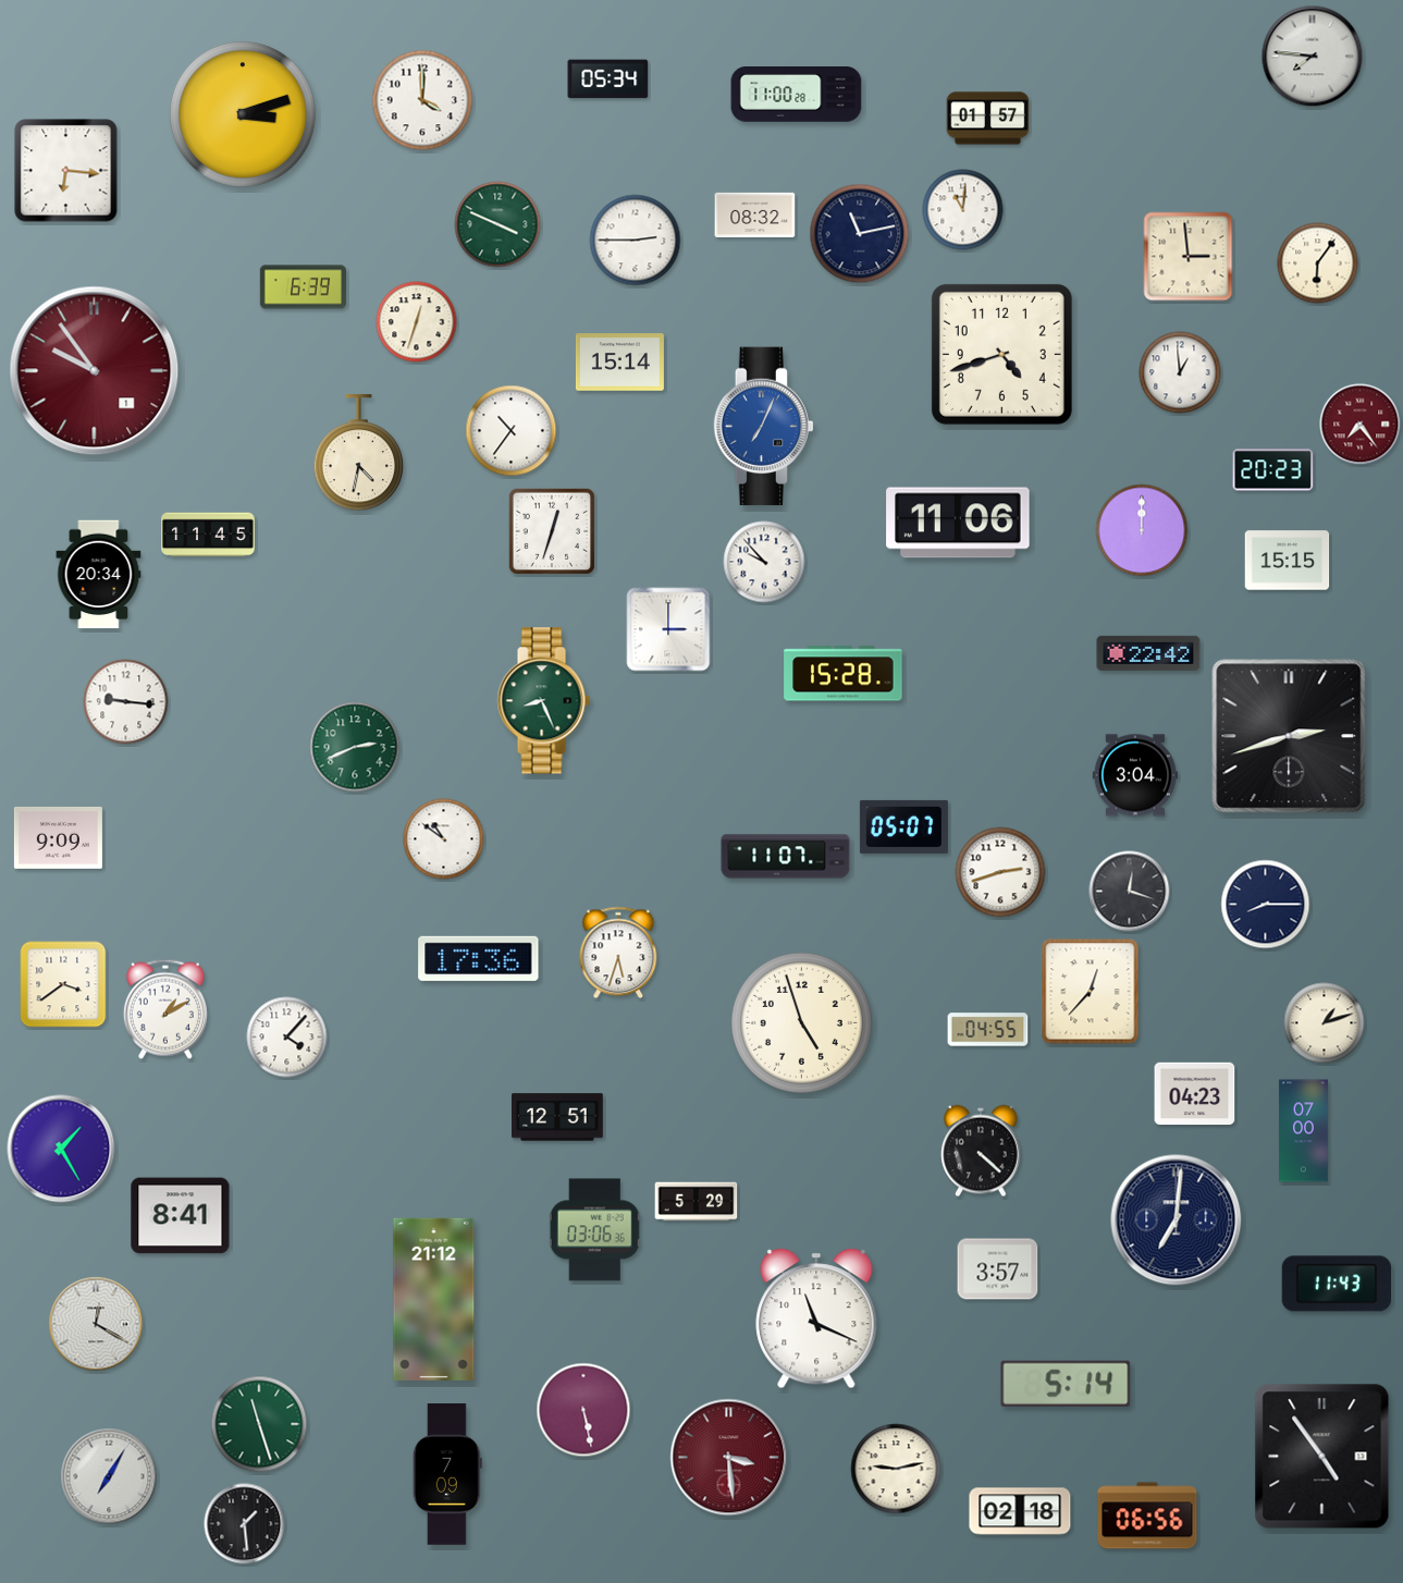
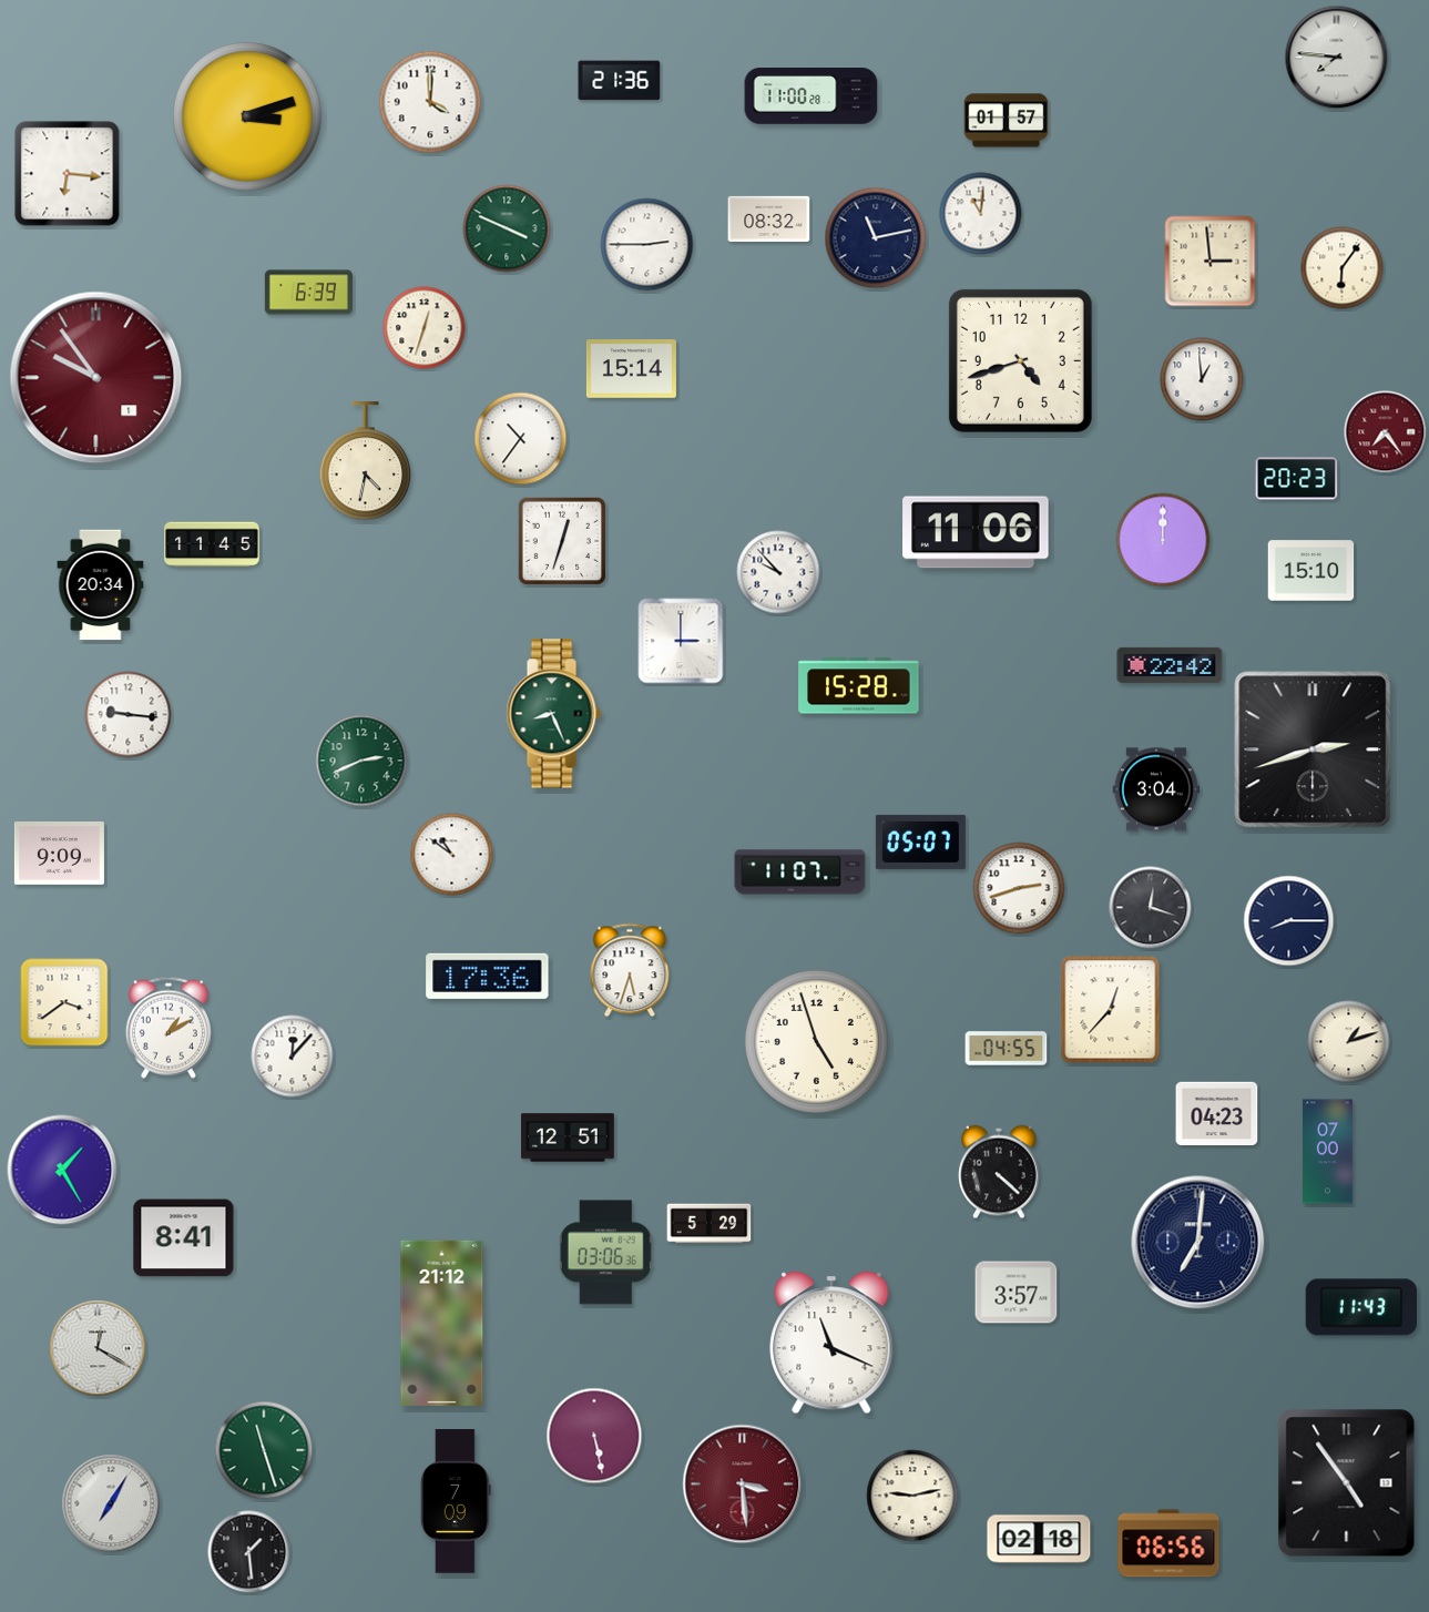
clock at (608, 79): 05:34 -> 21:36
clock at (763, 427): 7:04 -> none
clock at (1288, 561): 15:15 -> 15:10
clock at (287, 1038): 4:07 -> 12:07
clock at (1066, 1384): 5:14 -> none
